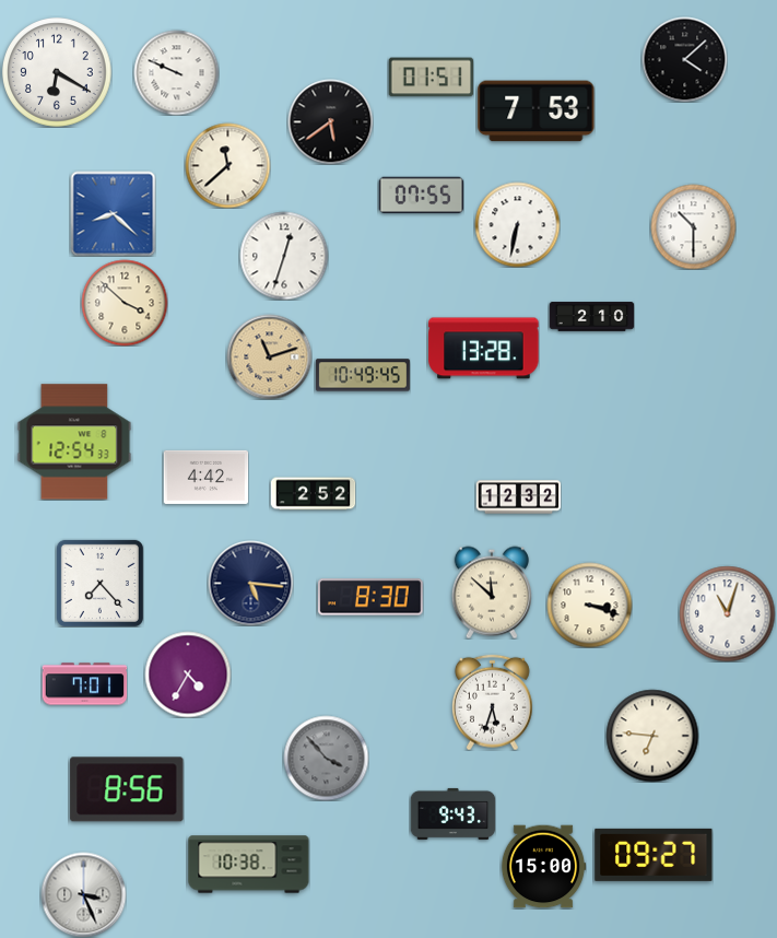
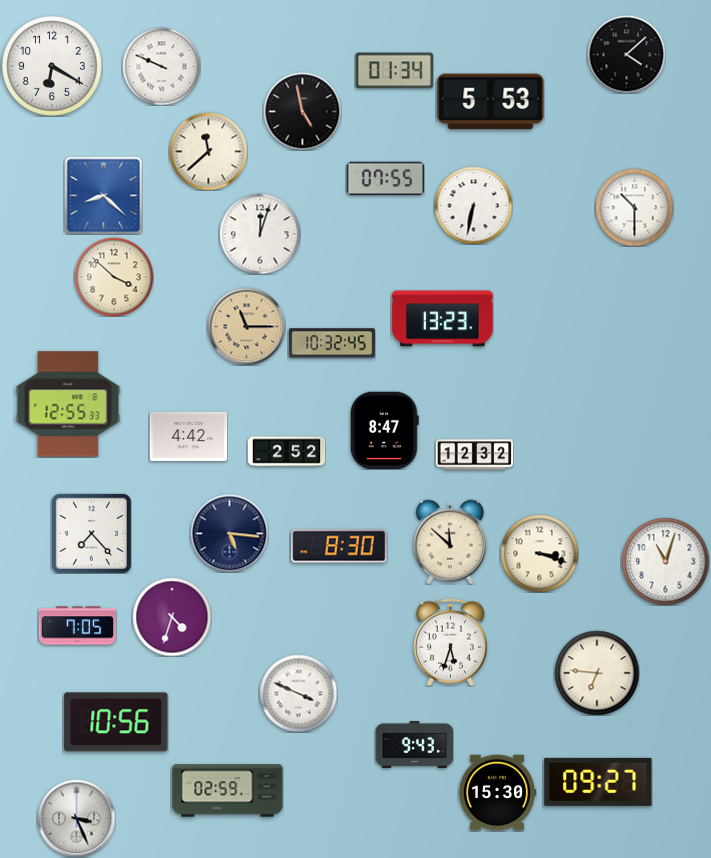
clock at (431, 78): 01:51 -> 01:34
clock at (537, 112): 7:53 -> 5:53
clock at (330, 121): 5:39 -> 4:58
clock at (284, 256): 12:33 -> 12:03
clock at (591, 317): 2:10 -> none
clock at (484, 349): 13:28 -> 13:23
clock at (269, 356): 11:12 -> 11:15
clock at (363, 375): 10:49 -> 10:32
clock at (74, 442): 12:54 -> 12:55
clock at (384, 430): none -> 8:47
clock at (188, 675): 4:35 -> 4:33
clock at (84, 684): 7:01 -> 7:05
clock at (326, 758): 3:53 -> 3:49
clock at (326, 758) dial: grey -> white
clock at (127, 789): 8:56 -> 10:56
clock at (249, 865): 10:38 -> 02:59
clock at (543, 867): 15:00 -> 15:30
